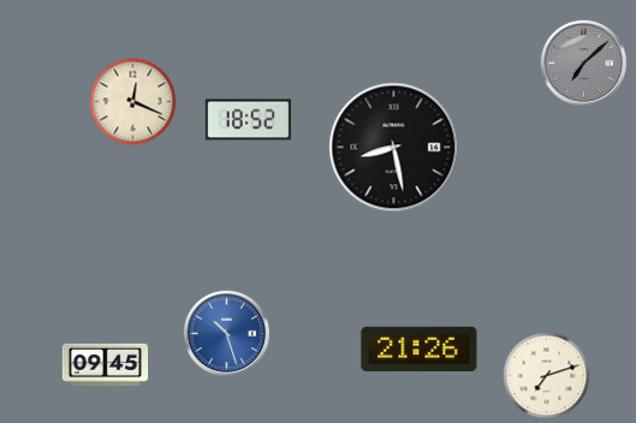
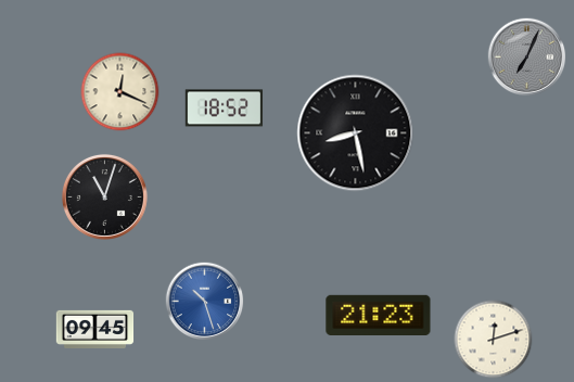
clock at (584, 64): 7:08 -> 7:04
clock at (104, 196): none -> 11:03
clock at (420, 348): 21:26 -> 21:23
clock at (547, 376): 7:12 -> 12:12
